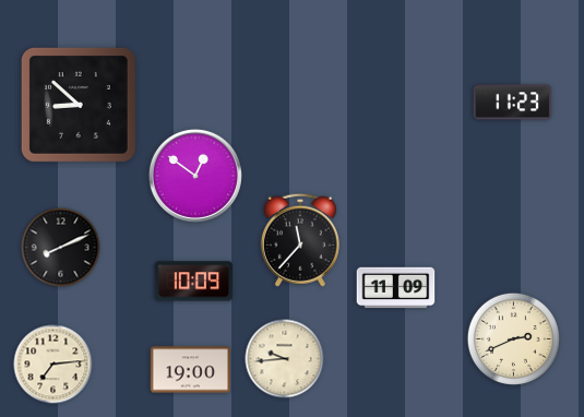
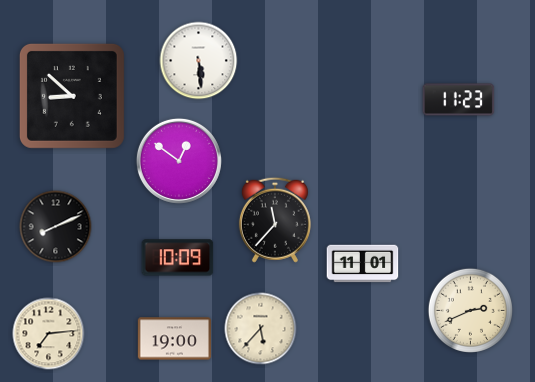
clock at (199, 61): none -> 5:29
clock at (513, 103) position: (513, 103) -> (459, 100)
clock at (396, 288): 11:09 -> 11:01
clock at (285, 359): 9:44 -> 5:37
